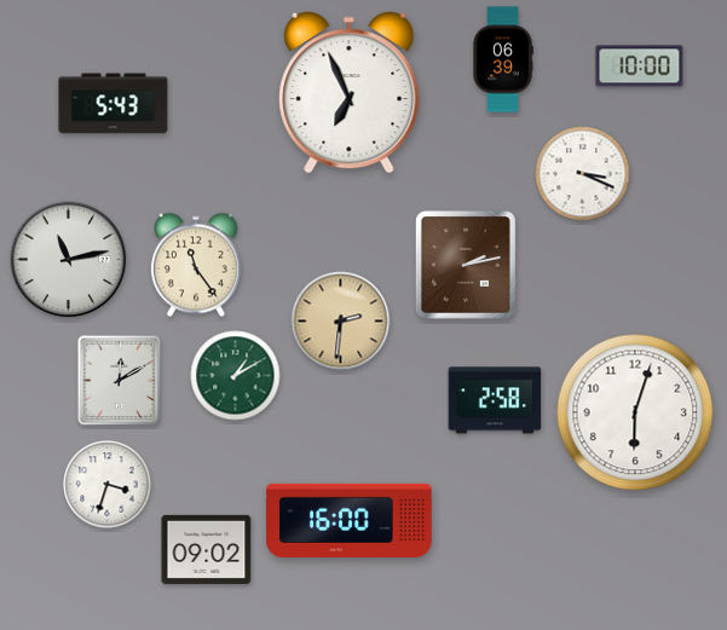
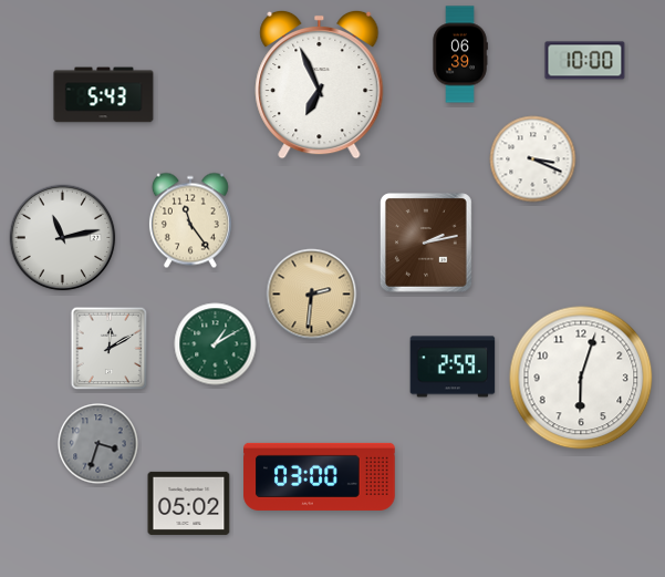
clock at (196, 265) position: (196, 265) -> (190, 220)
clock at (495, 400): 2:58 -> 2:59
clock at (108, 485) dial: white -> grey
clock at (350, 520): 16:00 -> 03:00
clock at (207, 549): 09:02 -> 05:02
